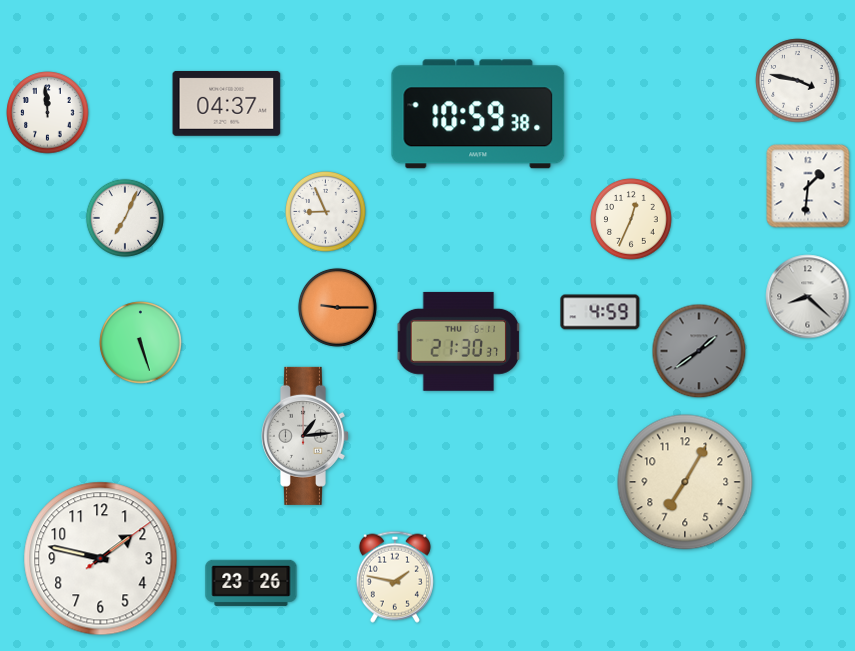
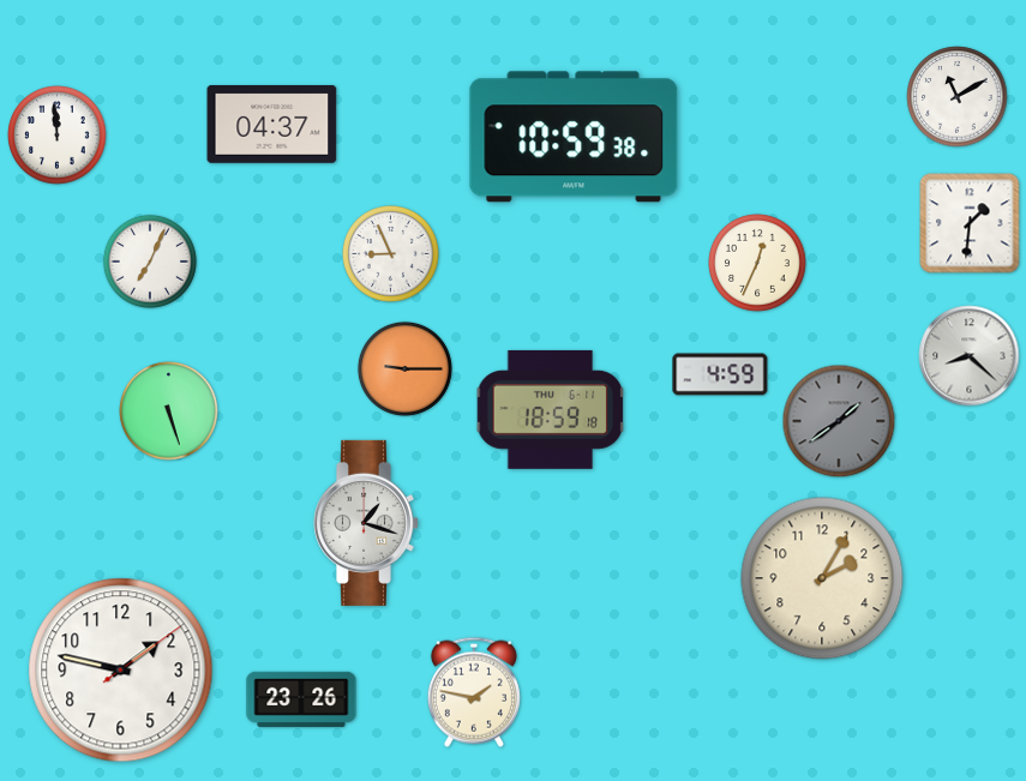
clock at (798, 81): 3:47 -> 11:10
clock at (459, 341): 21:30 -> 18:59
clock at (304, 436): 1:14 -> 1:18
clock at (685, 482): 7:05 -> 2:05
